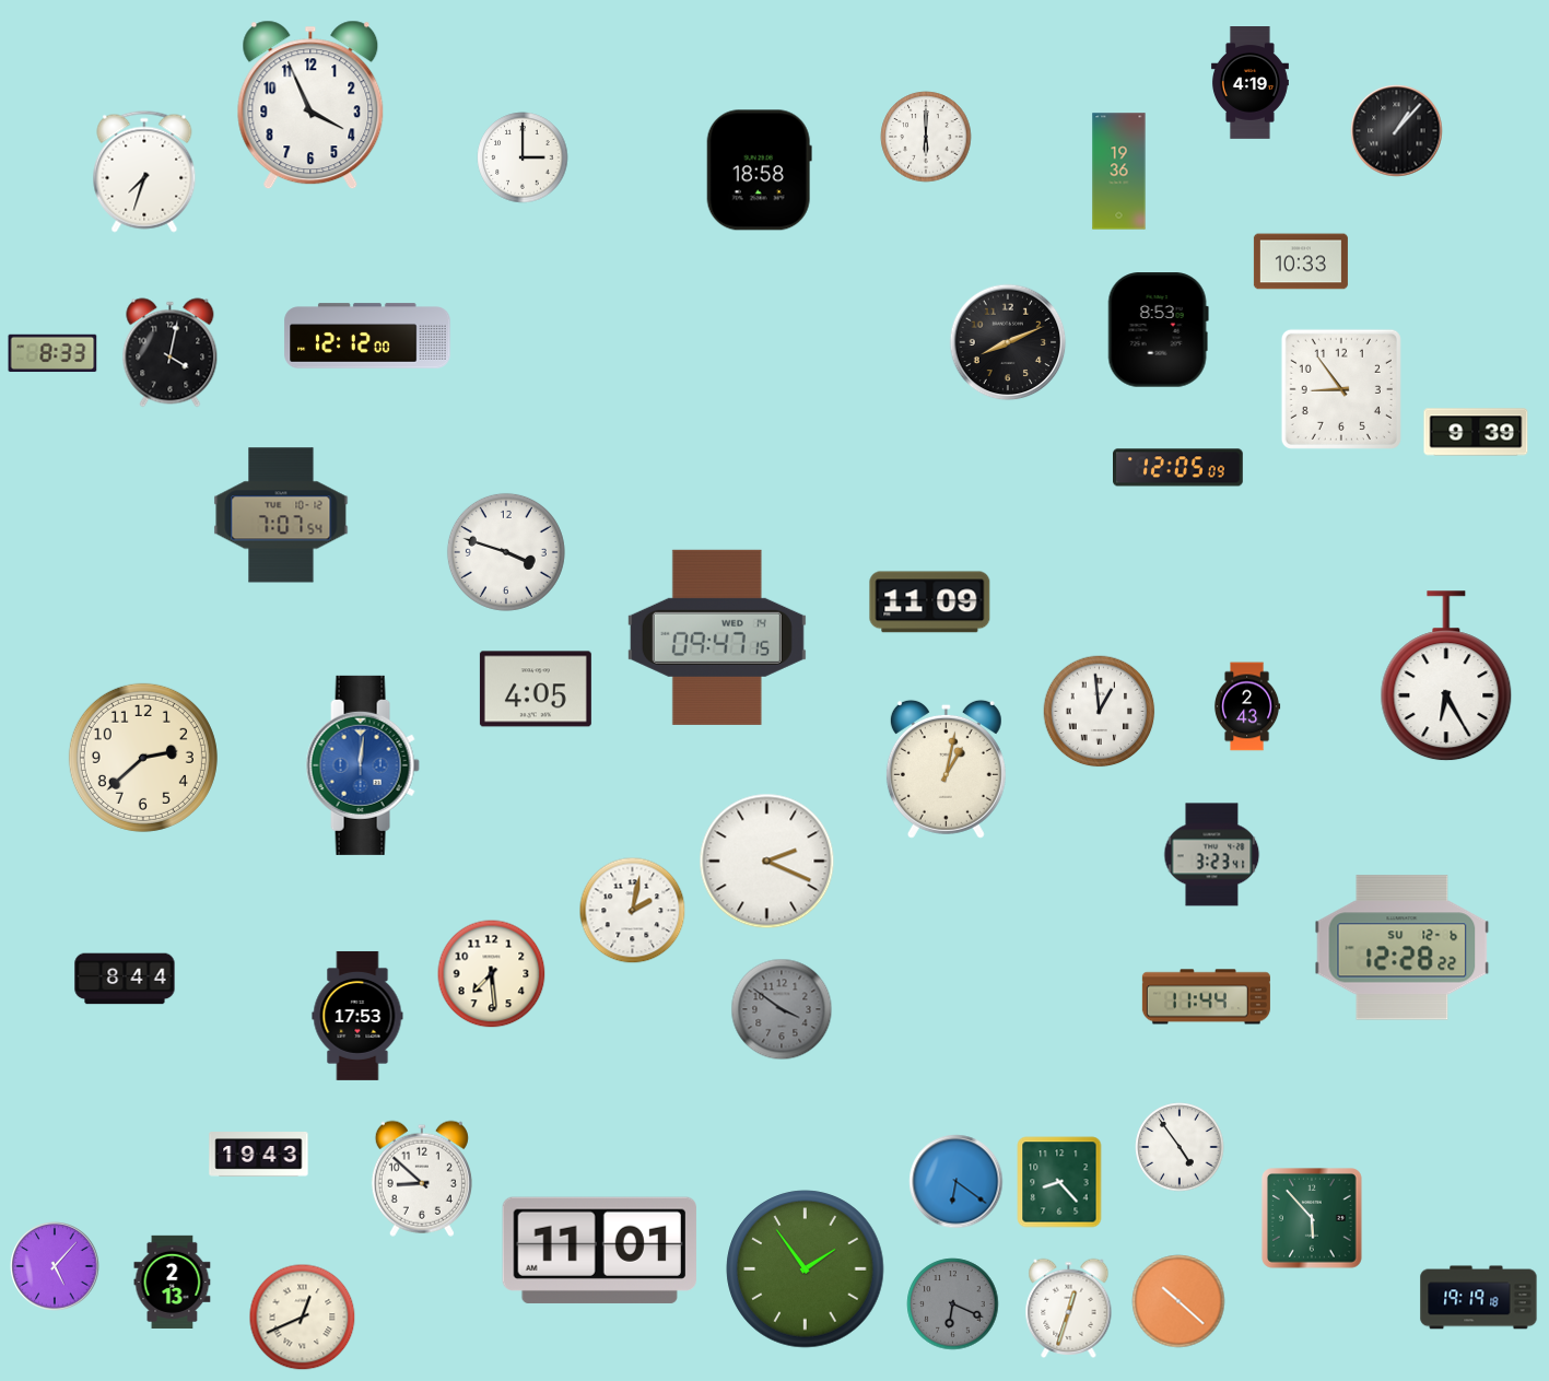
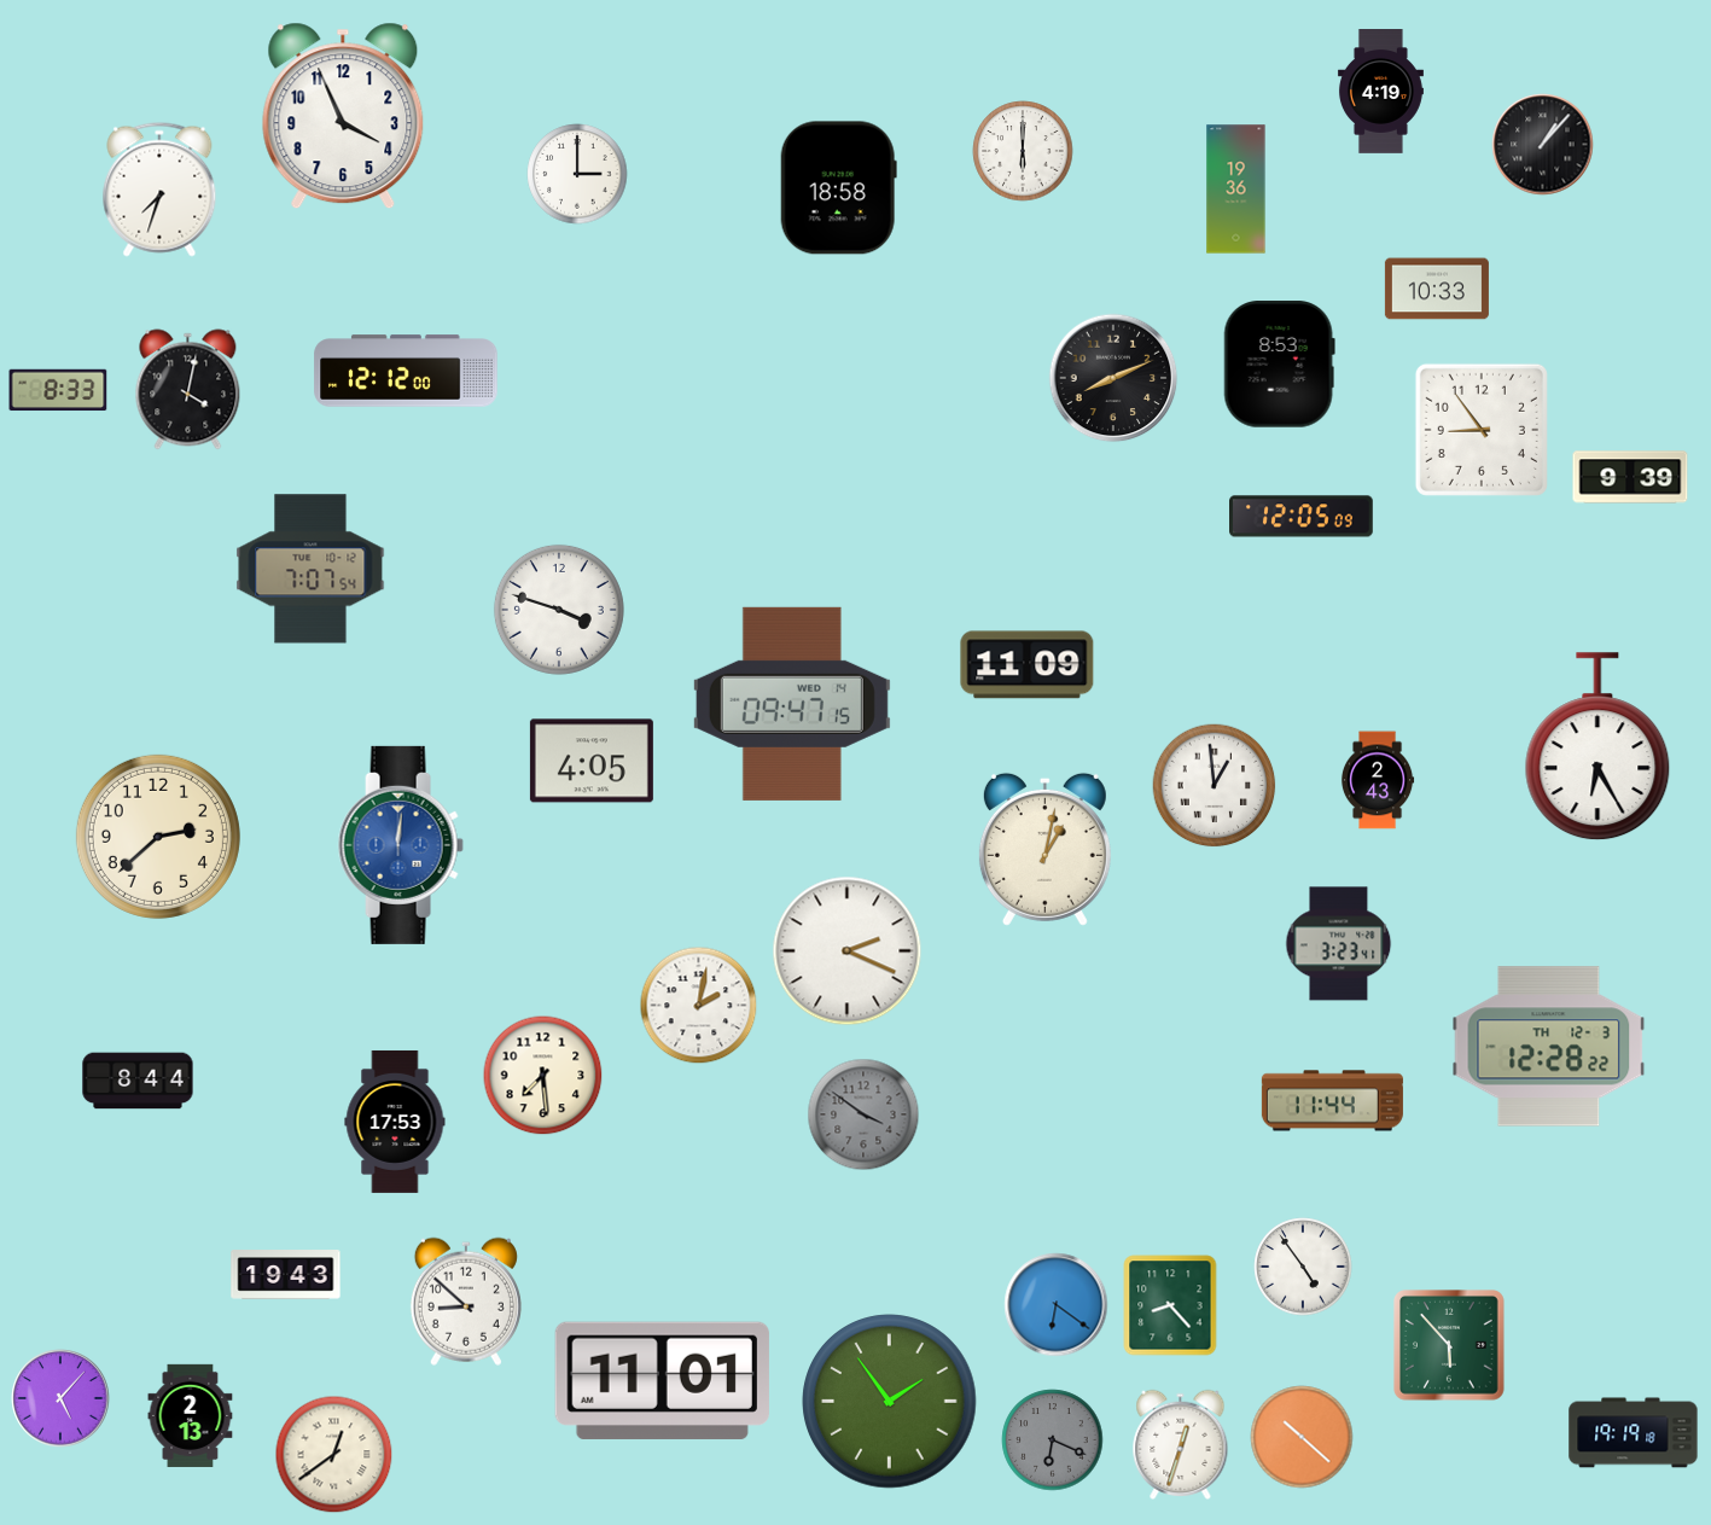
clock at (1403, 948) date: SU 12-6 -> TH 12-3
clock at (303, 1318): 12:41 -> 12:39
